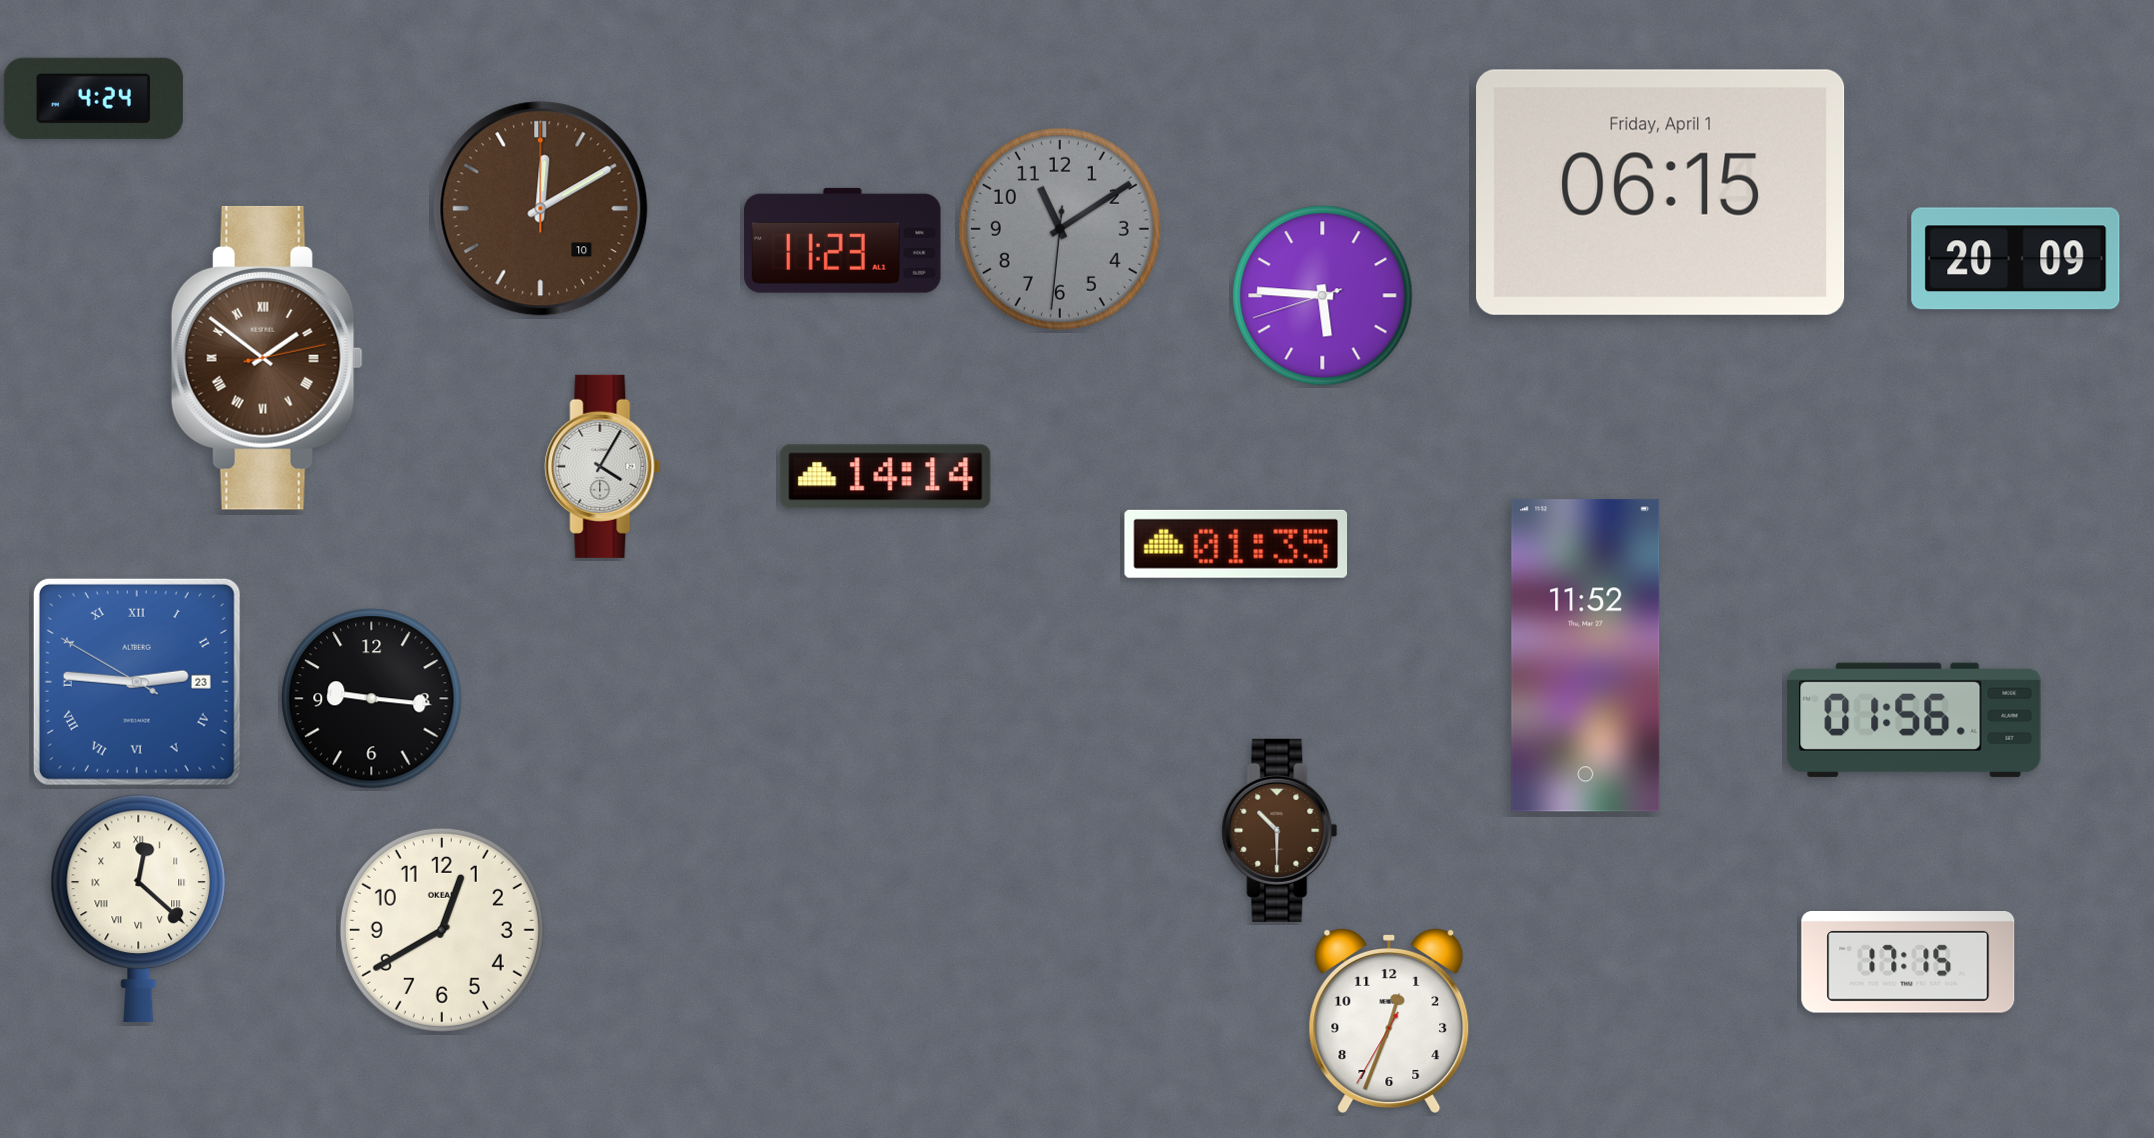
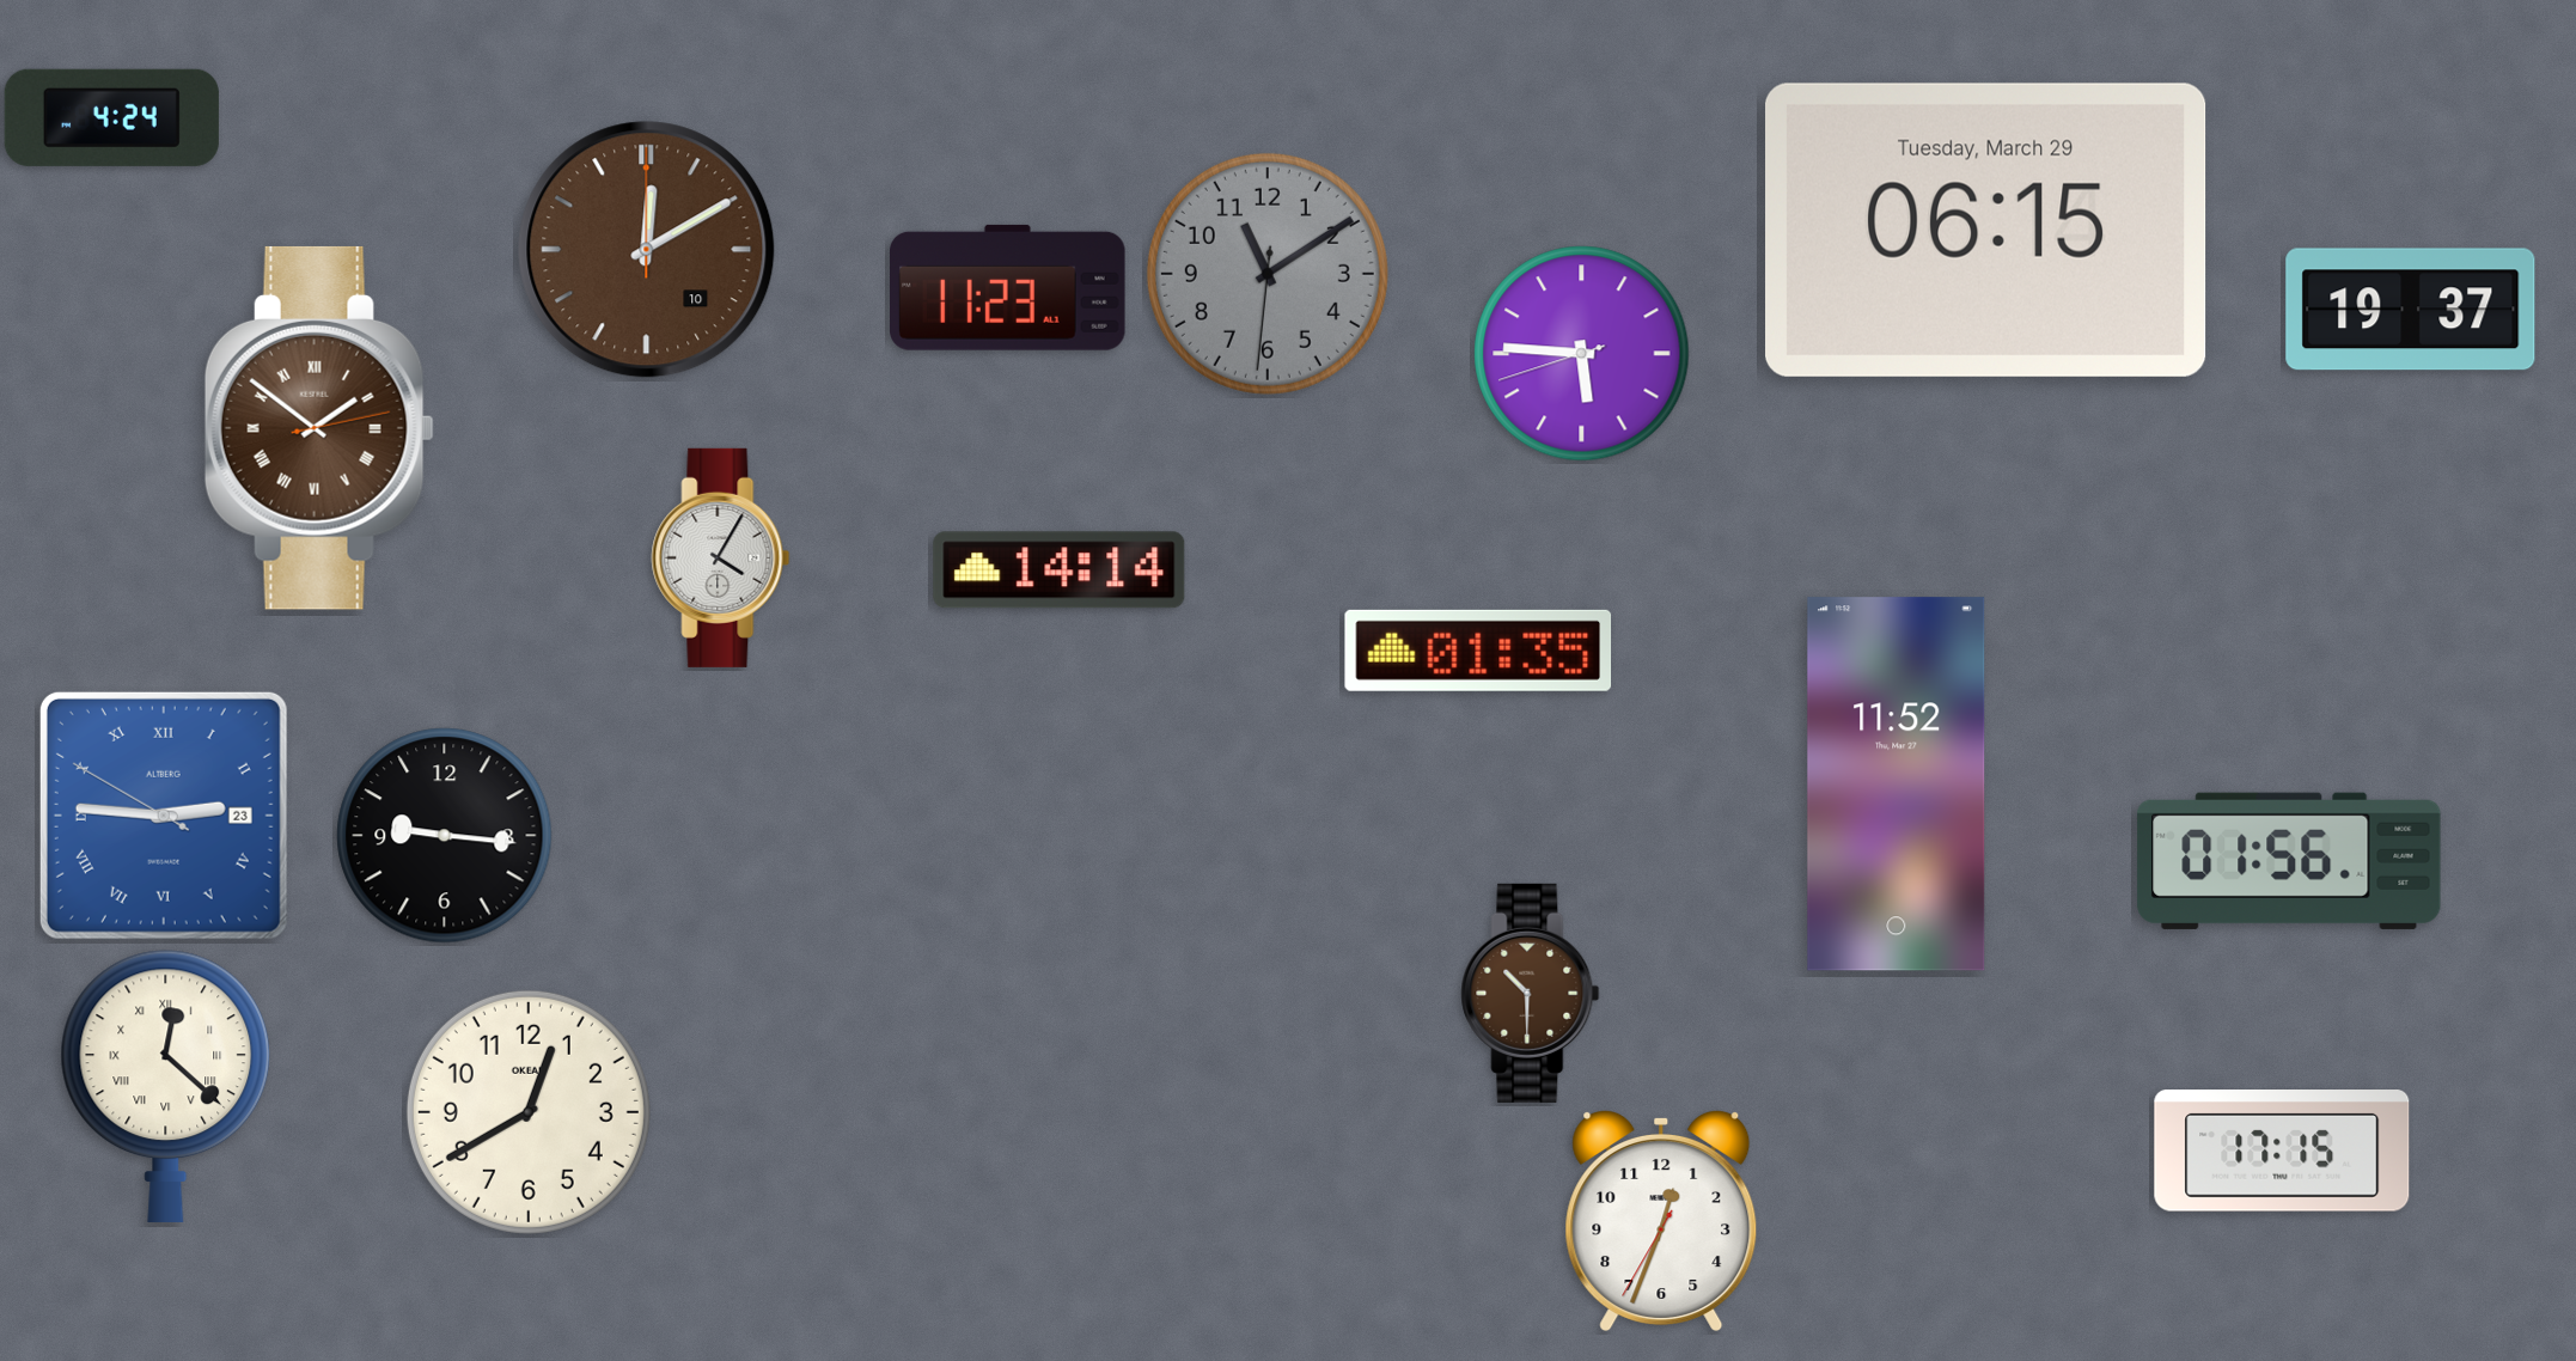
clock at (1661, 192) date: Friday, April 1 -> Tuesday, March 29
clock at (2016, 259): 20:09 -> 19:37
